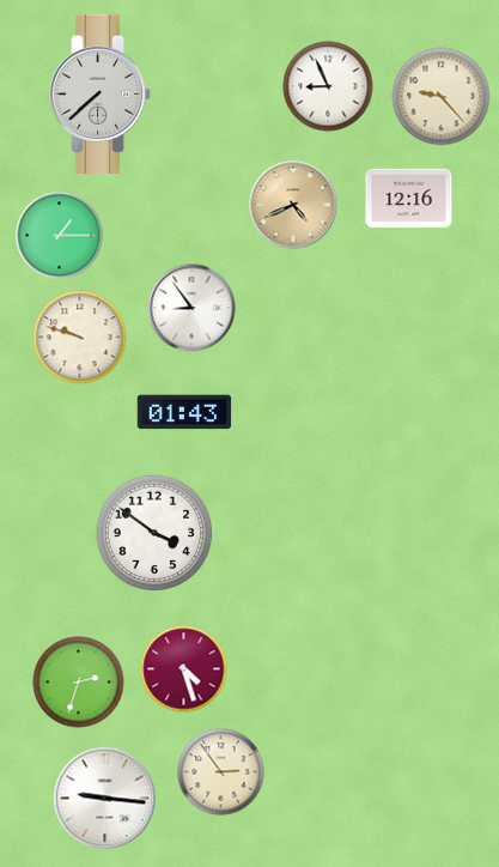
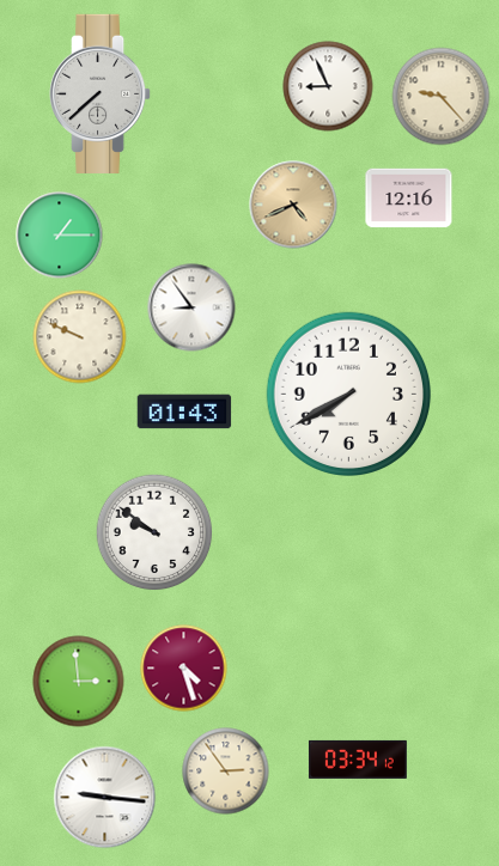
clock at (80, 338): 9:48 -> 9:49
clock at (348, 394): none -> 7:40
clock at (154, 533): 3:51 -> 9:51
clock at (79, 683): 2:33 -> 2:59
clock at (358, 760): none -> 03:34
clock at (221, 772) position: (221, 772) -> (226, 772)
